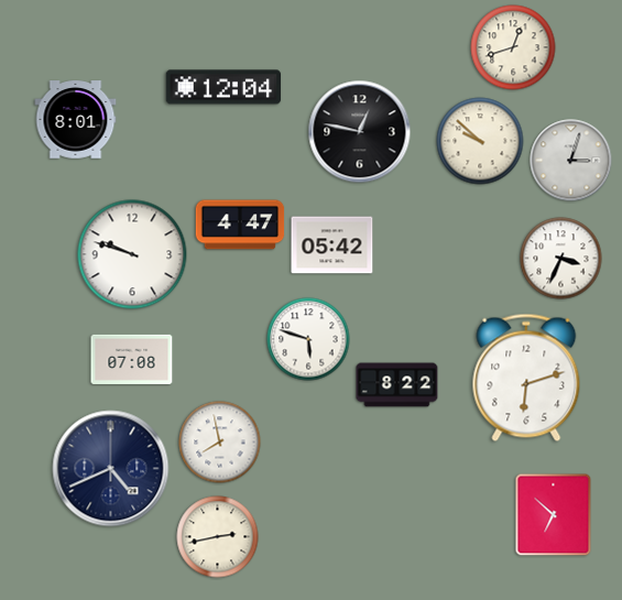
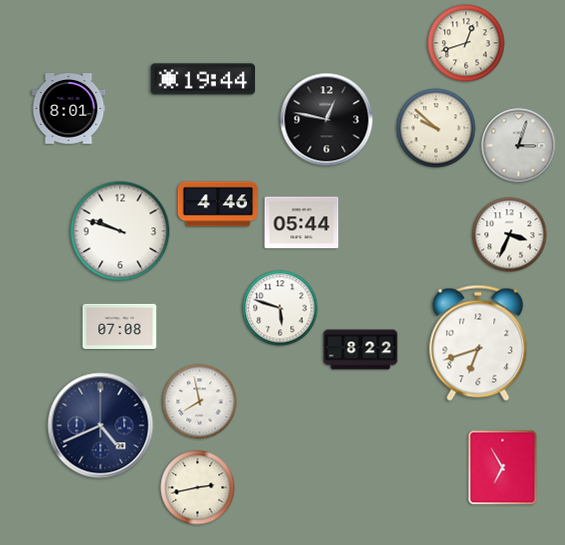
clock at (223, 87): 12:04 -> 19:44
clock at (240, 225): 4:47 -> 4:46
clock at (332, 246): 05:42 -> 05:44
clock at (526, 378): 6:12 -> 6:42
clock at (554, 515): 6:52 -> 6:55
